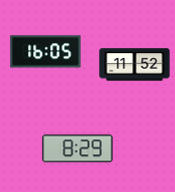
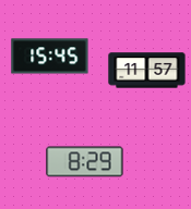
clock at (46, 52): 16:05 -> 15:45
clock at (135, 65): 11:52 -> 11:57
